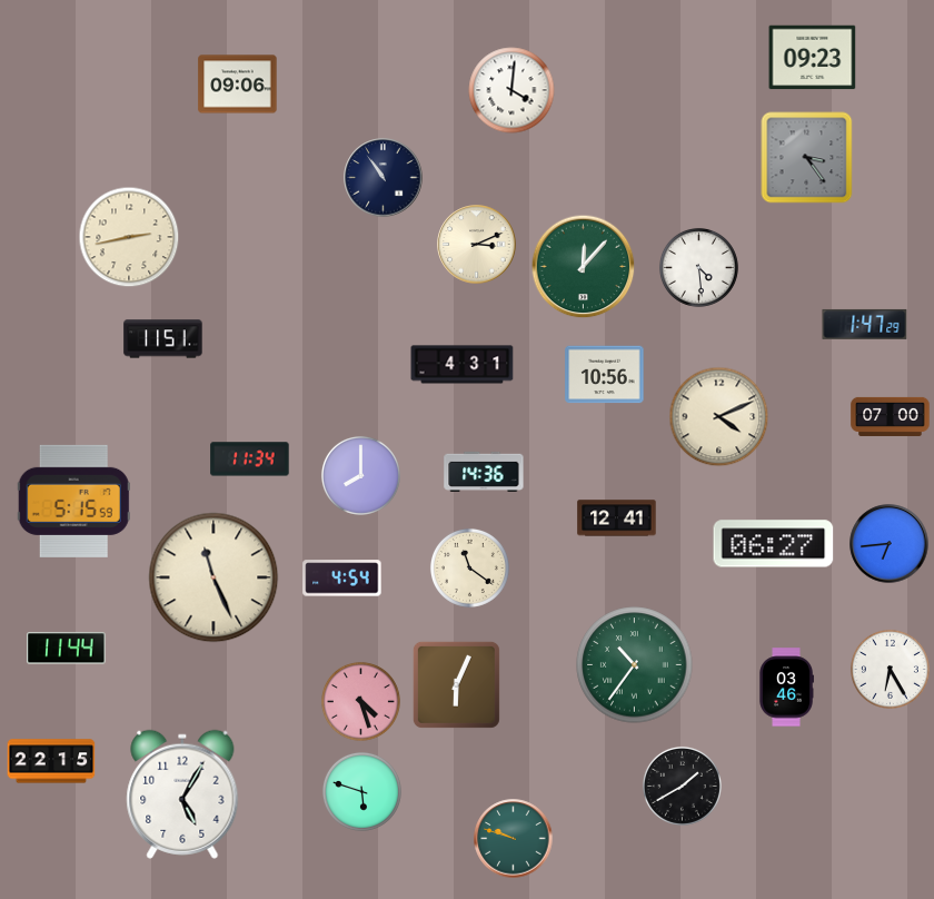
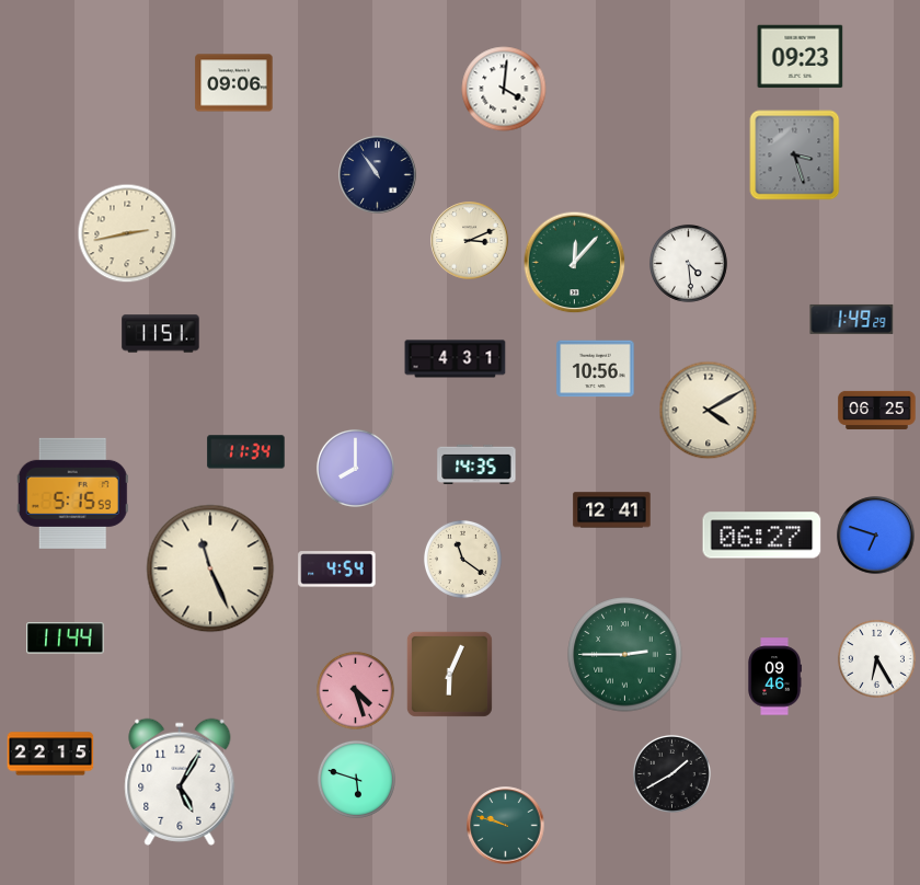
clock at (807, 158): 3:24 -> 3:27
clock at (865, 324): 1:47 -> 1:49
clock at (891, 416): 07:00 -> 06:25
clock at (719, 417): 4:11 -> 4:10
clock at (484, 471): 14:36 -> 14:35
clock at (617, 518) position: (617, 518) -> (612, 510)
clock at (890, 544): 6:44 -> 6:48
clock at (635, 665): 10:36 -> 2:45
clock at (786, 688): 03:46 -> 09:46
clock at (51, 761) position: (51, 761) -> (50, 754)
